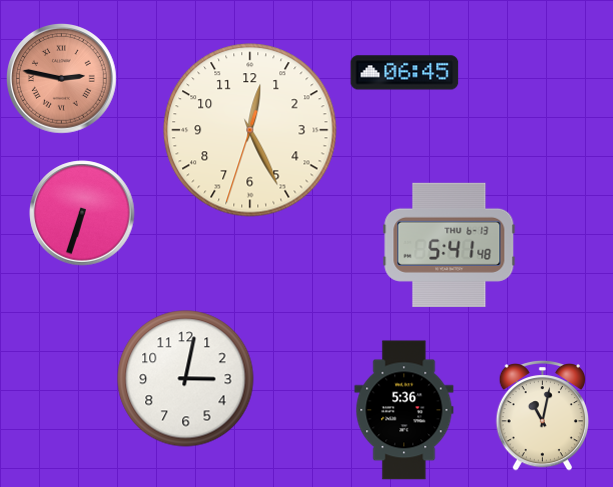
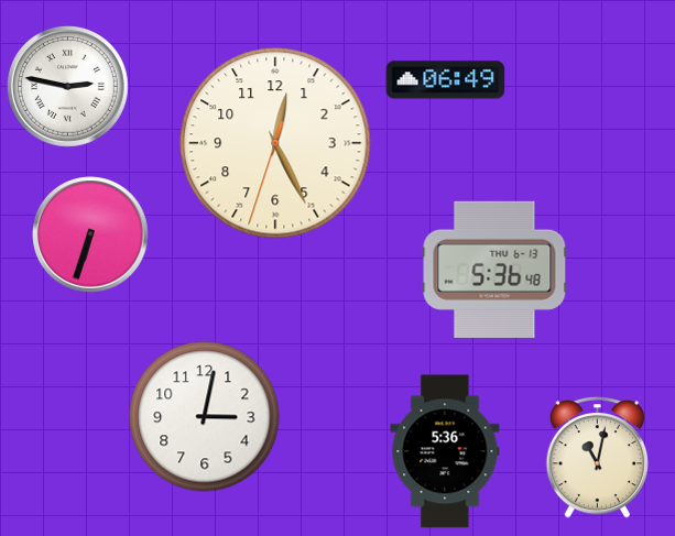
clock at (405, 73): 06:45 -> 06:49
clock at (62, 79) dial: salmon -> white
clock at (449, 245): 5:41 -> 5:36
